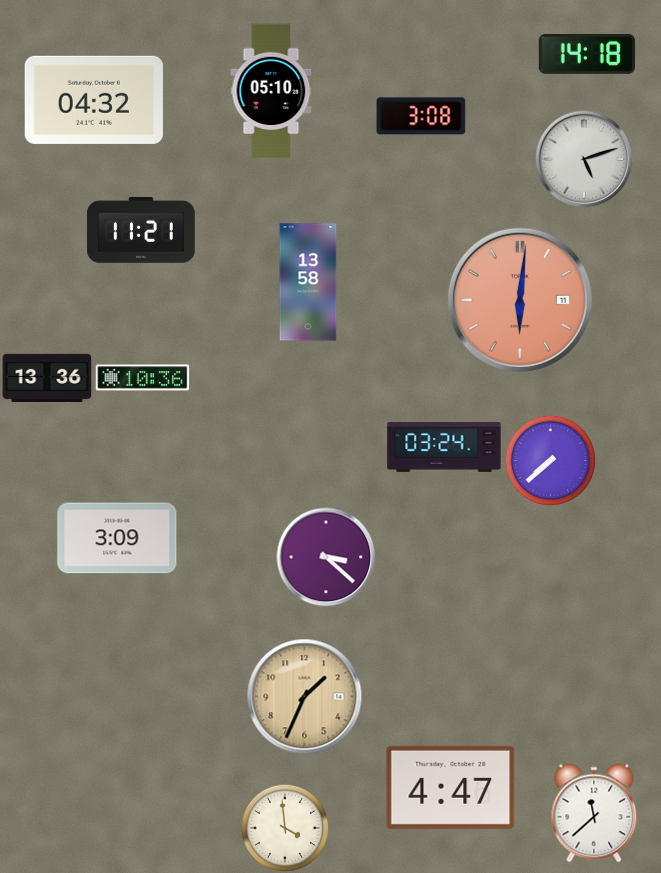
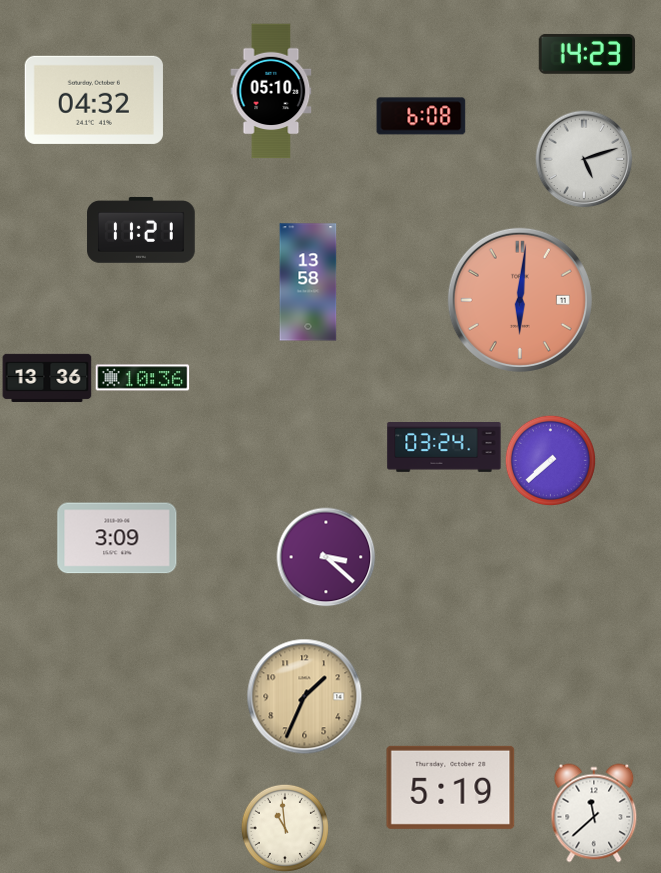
clock at (587, 54): 14:18 -> 14:23
clock at (421, 116): 3:08 -> 6:08
clock at (451, 787): 4:47 -> 5:19
clock at (285, 828): 3:59 -> 10:59
